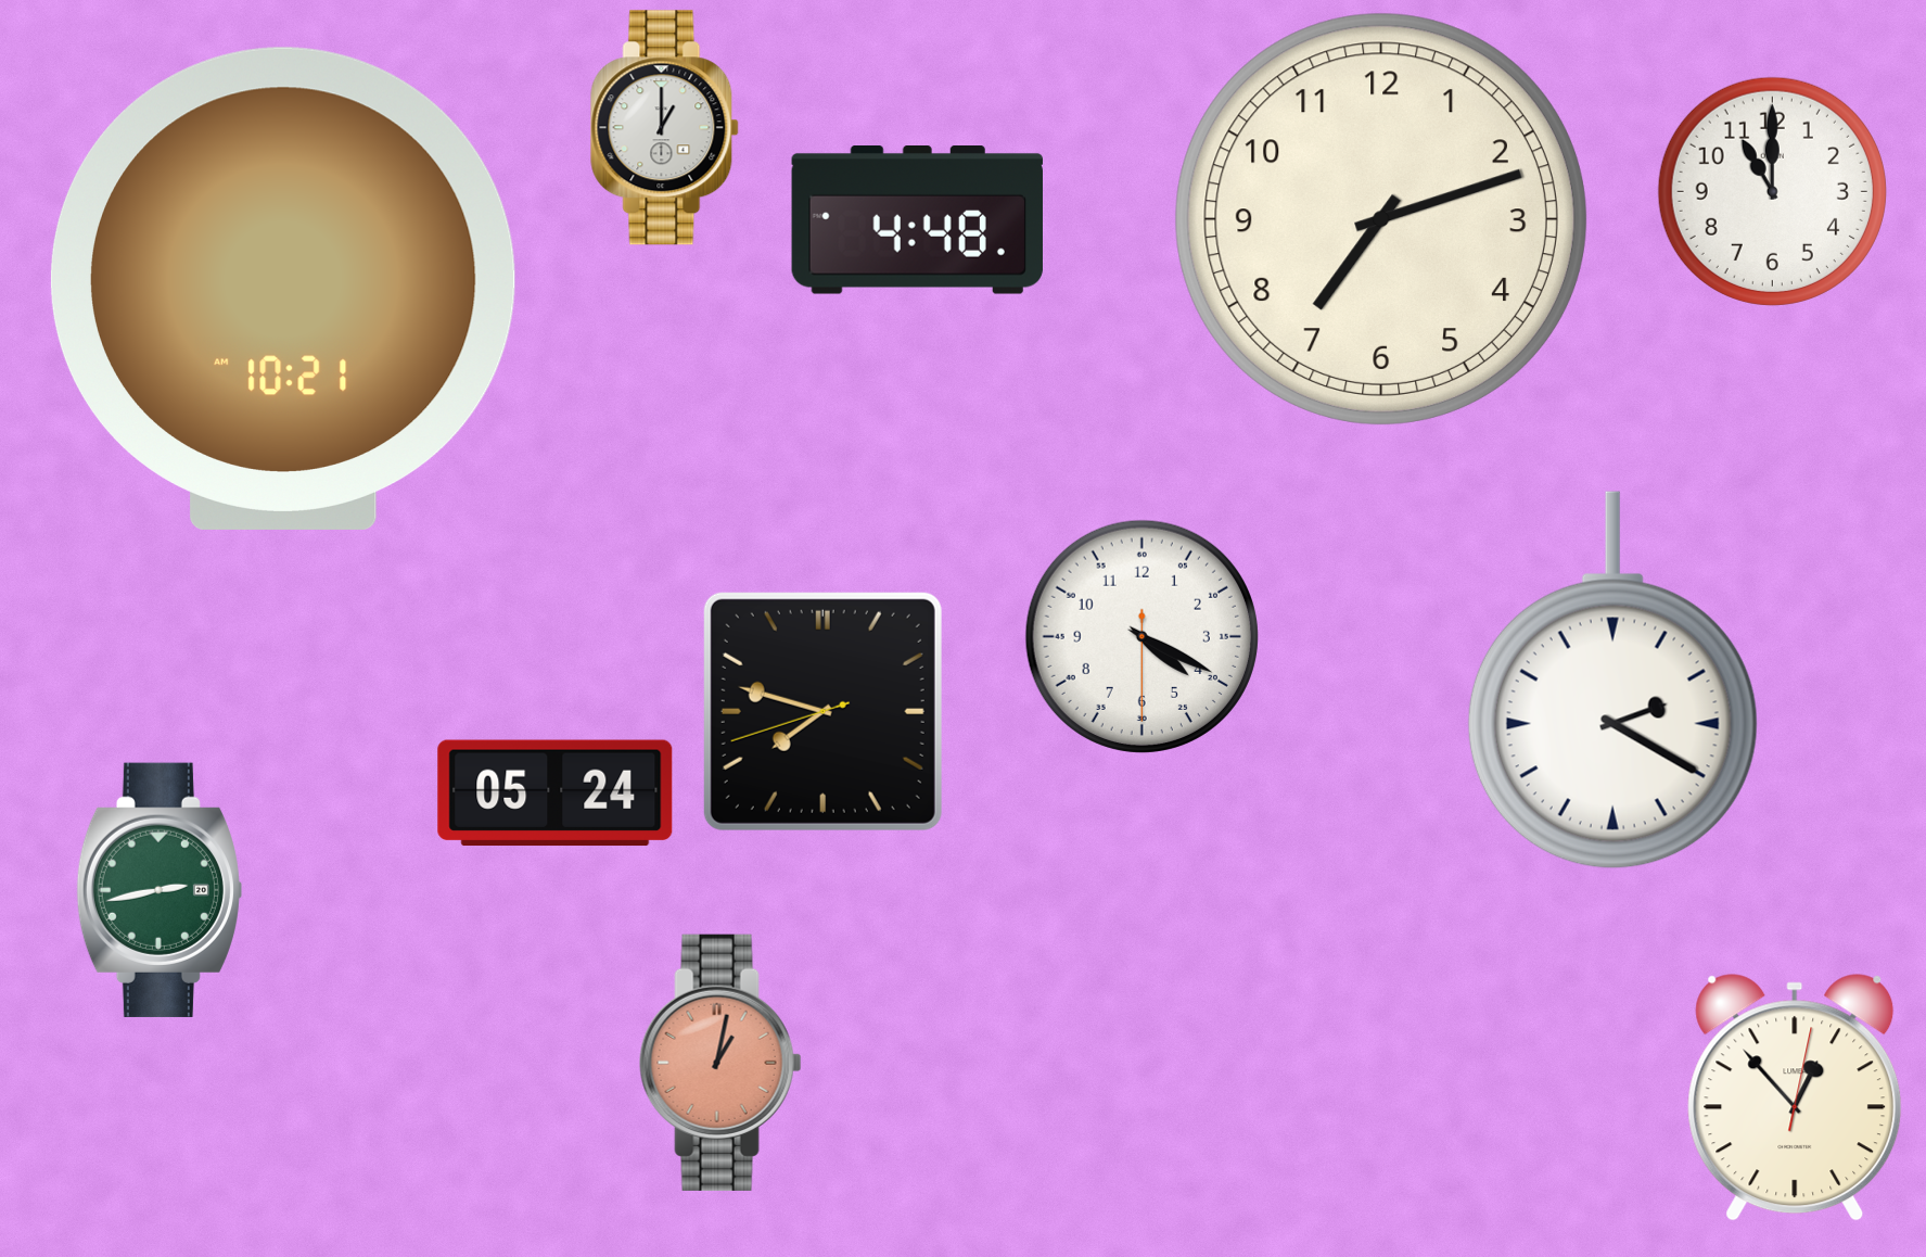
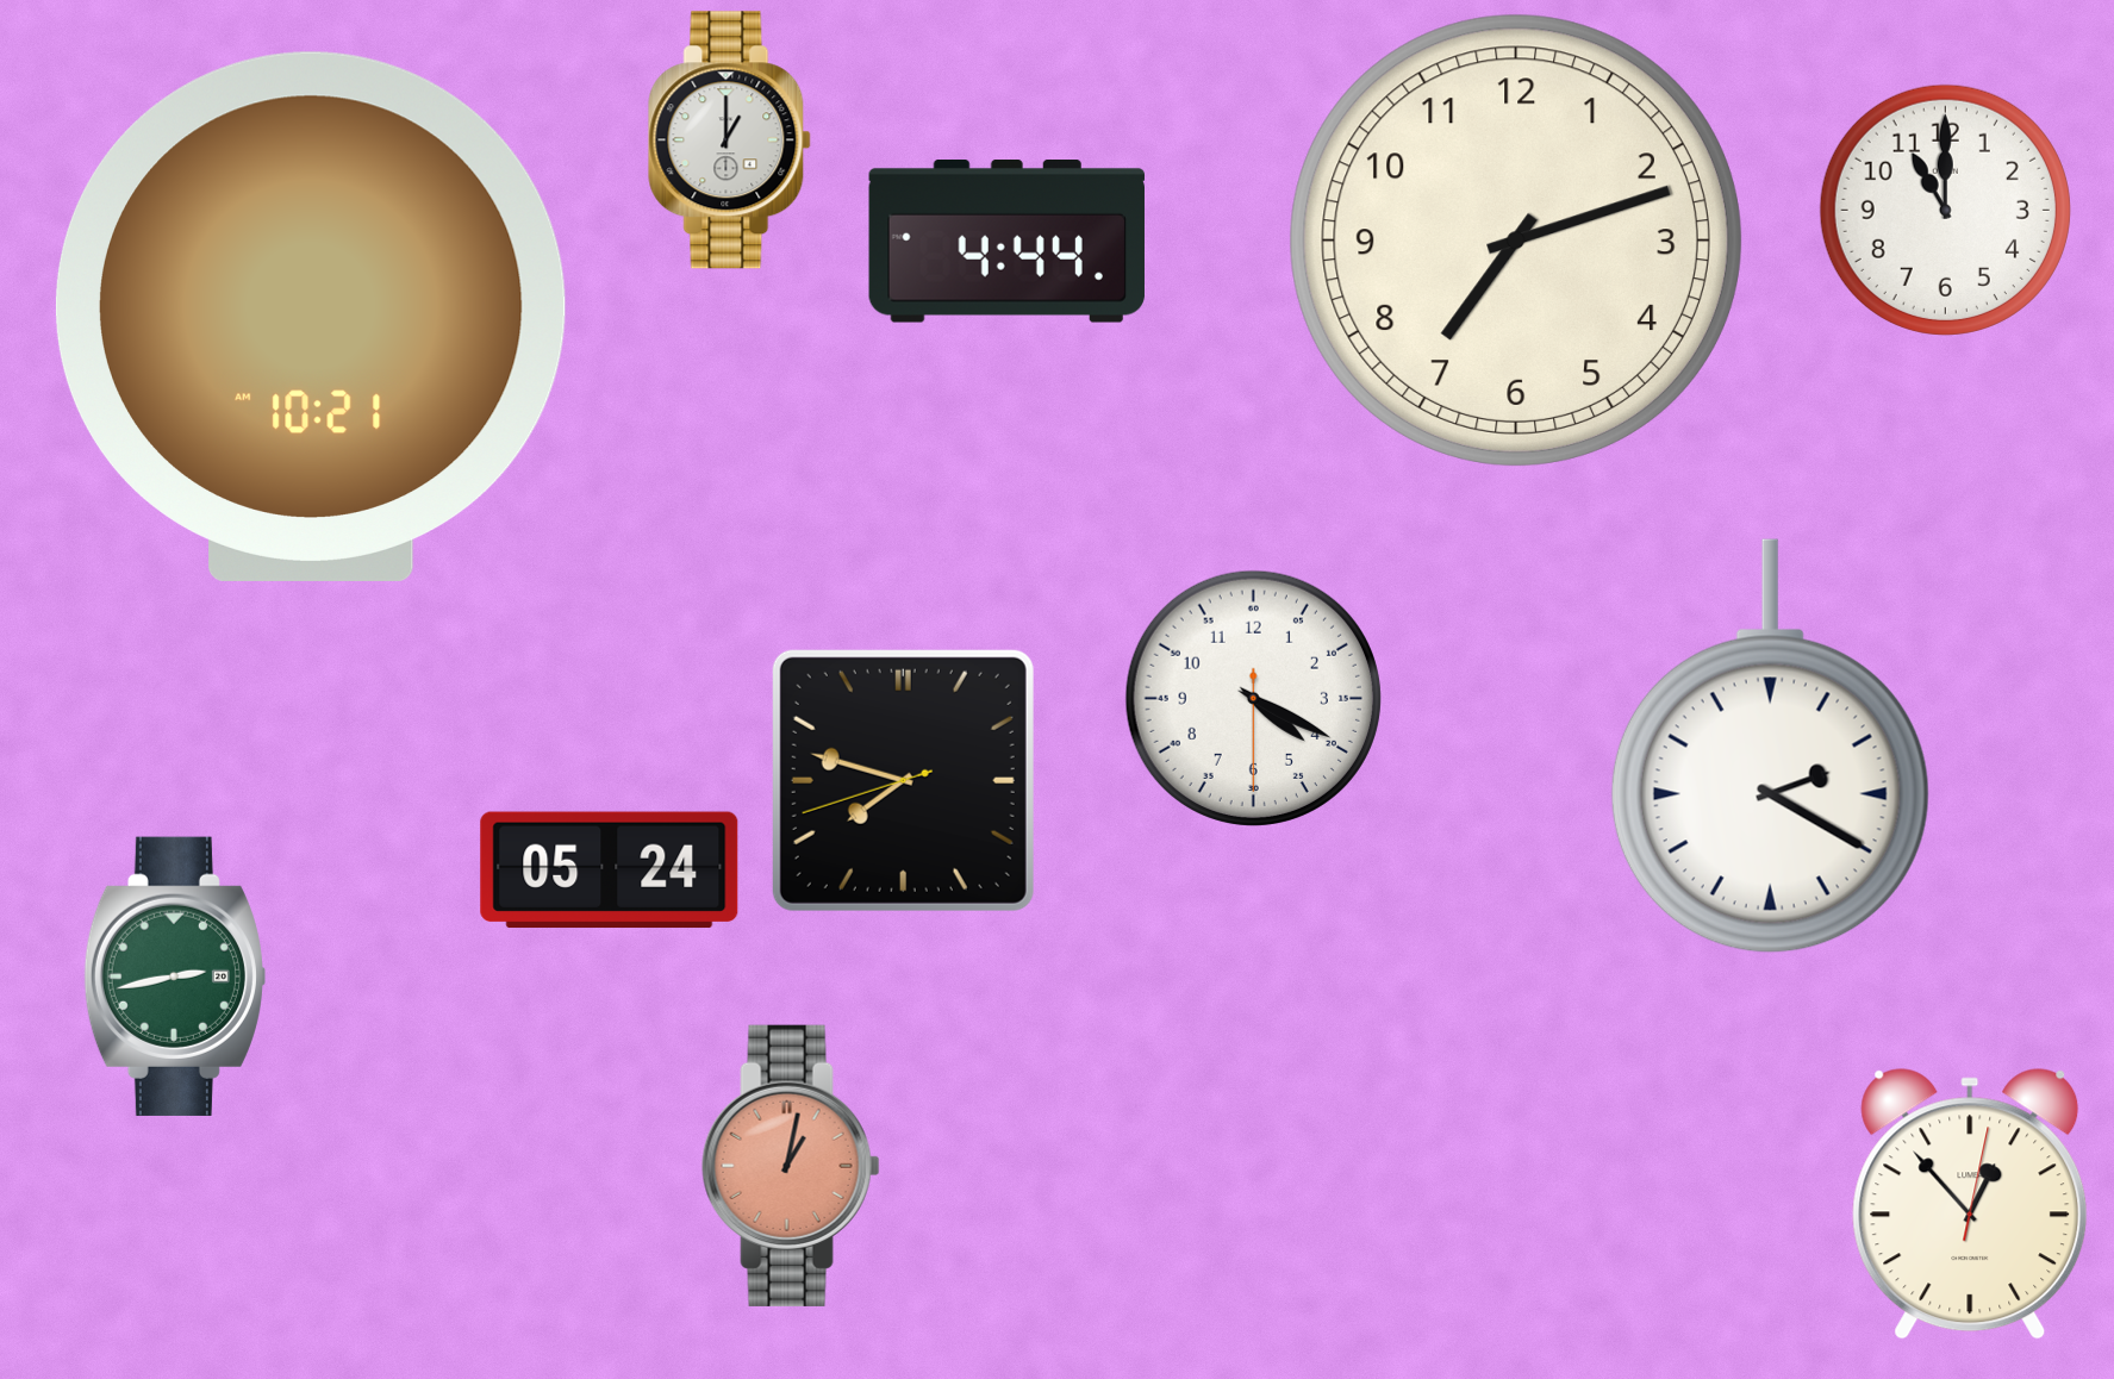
clock at (917, 220): 4:48 -> 4:44
